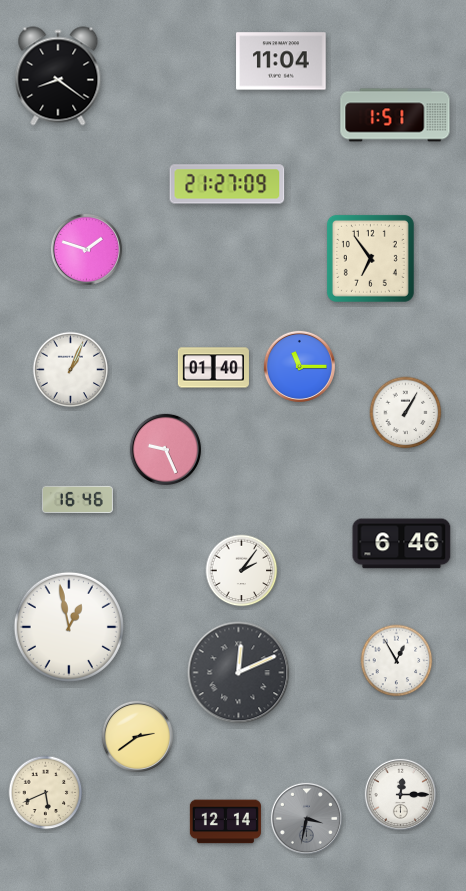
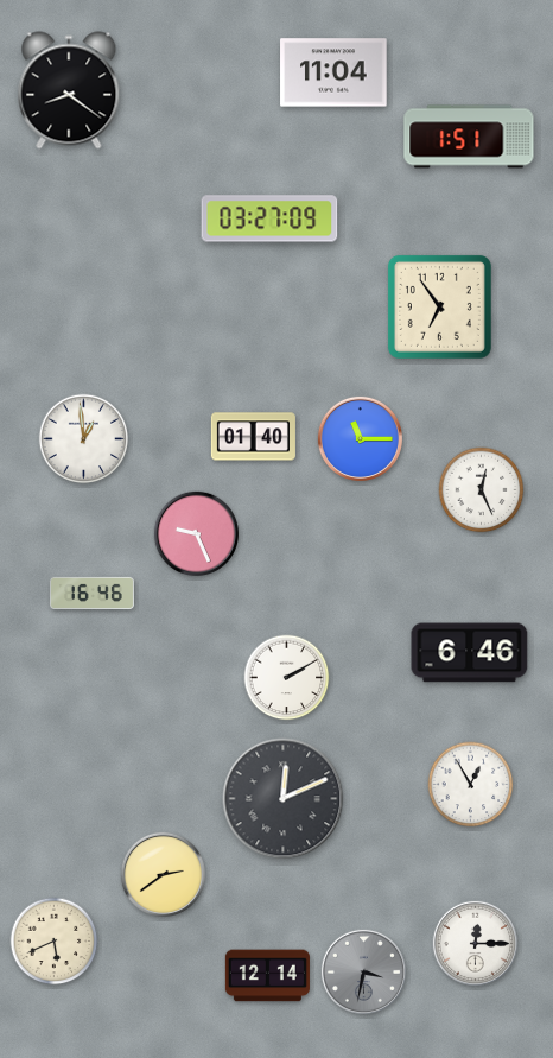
clock at (227, 184): 21:27 -> 03:27
clock at (86, 249): 1:48 -> none
clock at (299, 366) position: (299, 366) -> (360, 438)
clock at (71, 370): 1:04 -> 12:59
clock at (406, 413): 1:05 -> 12:26
clock at (402, 544) position: (402, 544) -> (470, 653)
clock at (242, 571): 2:06 -> 2:10
clock at (69, 627): 12:58 -> none
